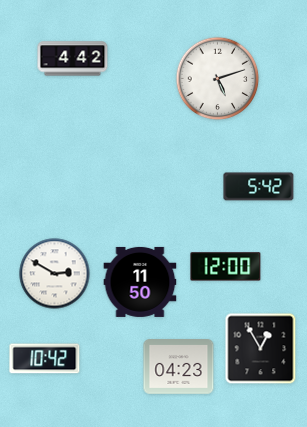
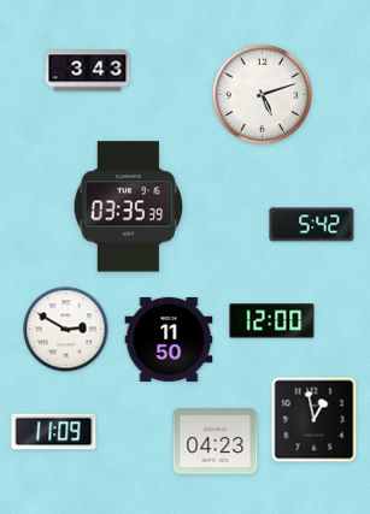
clock at (73, 59): 4:42 -> 3:43
clock at (129, 207): none -> 03:35
clock at (261, 349): 12:55 -> 12:58
clock at (45, 359): 10:42 -> 11:09
